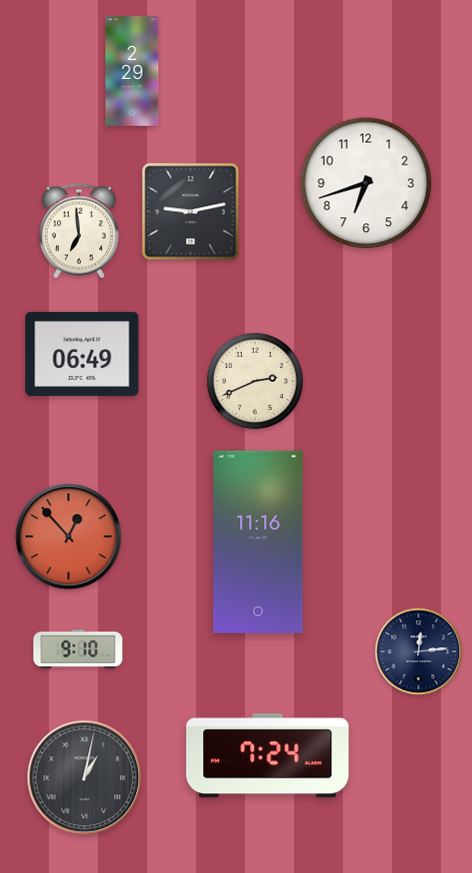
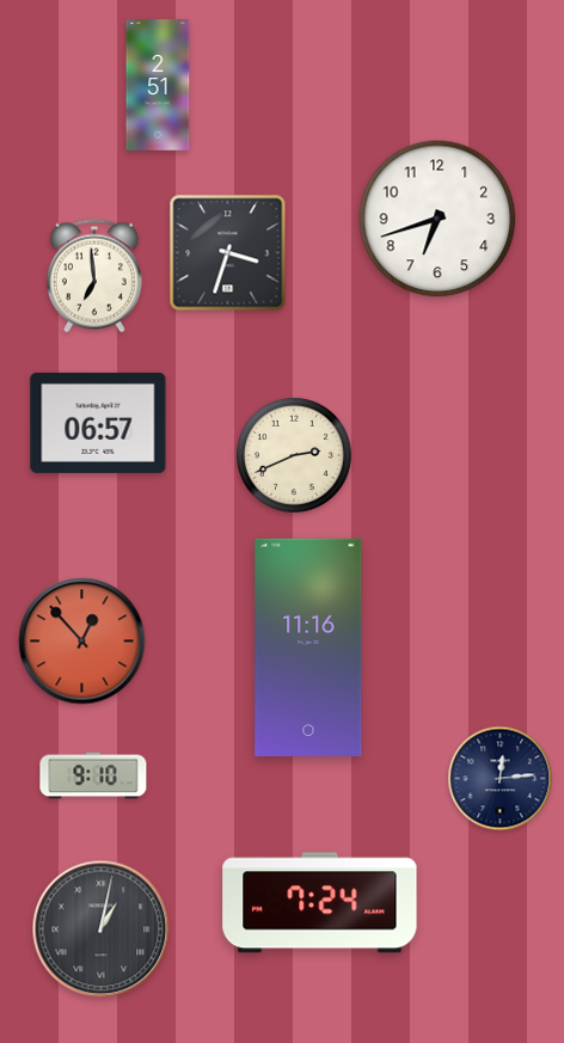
clock at (132, 71): 2:29 -> 2:51
clock at (191, 212): 9:13 -> 3:33
clock at (82, 354): 06:49 -> 06:57
clock at (255, 381) position: (255, 381) -> (294, 455)
